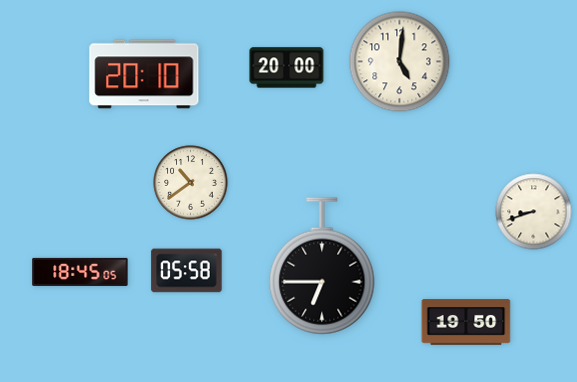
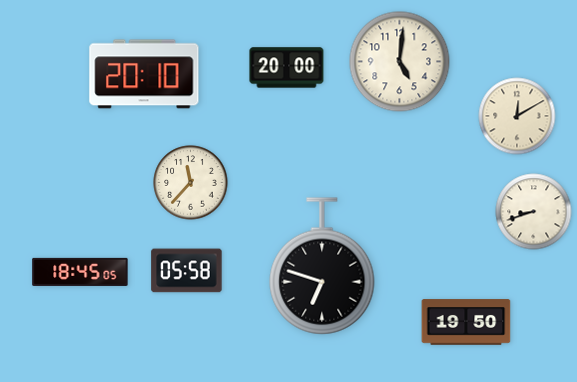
clock at (517, 116): none -> 12:10
clock at (191, 183): 10:39 -> 11:37
clock at (322, 266): 6:45 -> 6:48
